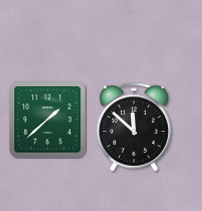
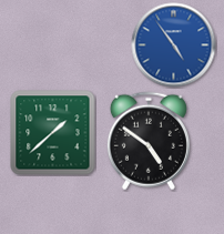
clock at (174, 45): none -> 4:54
clock at (134, 127): 11:52 -> 4:51
